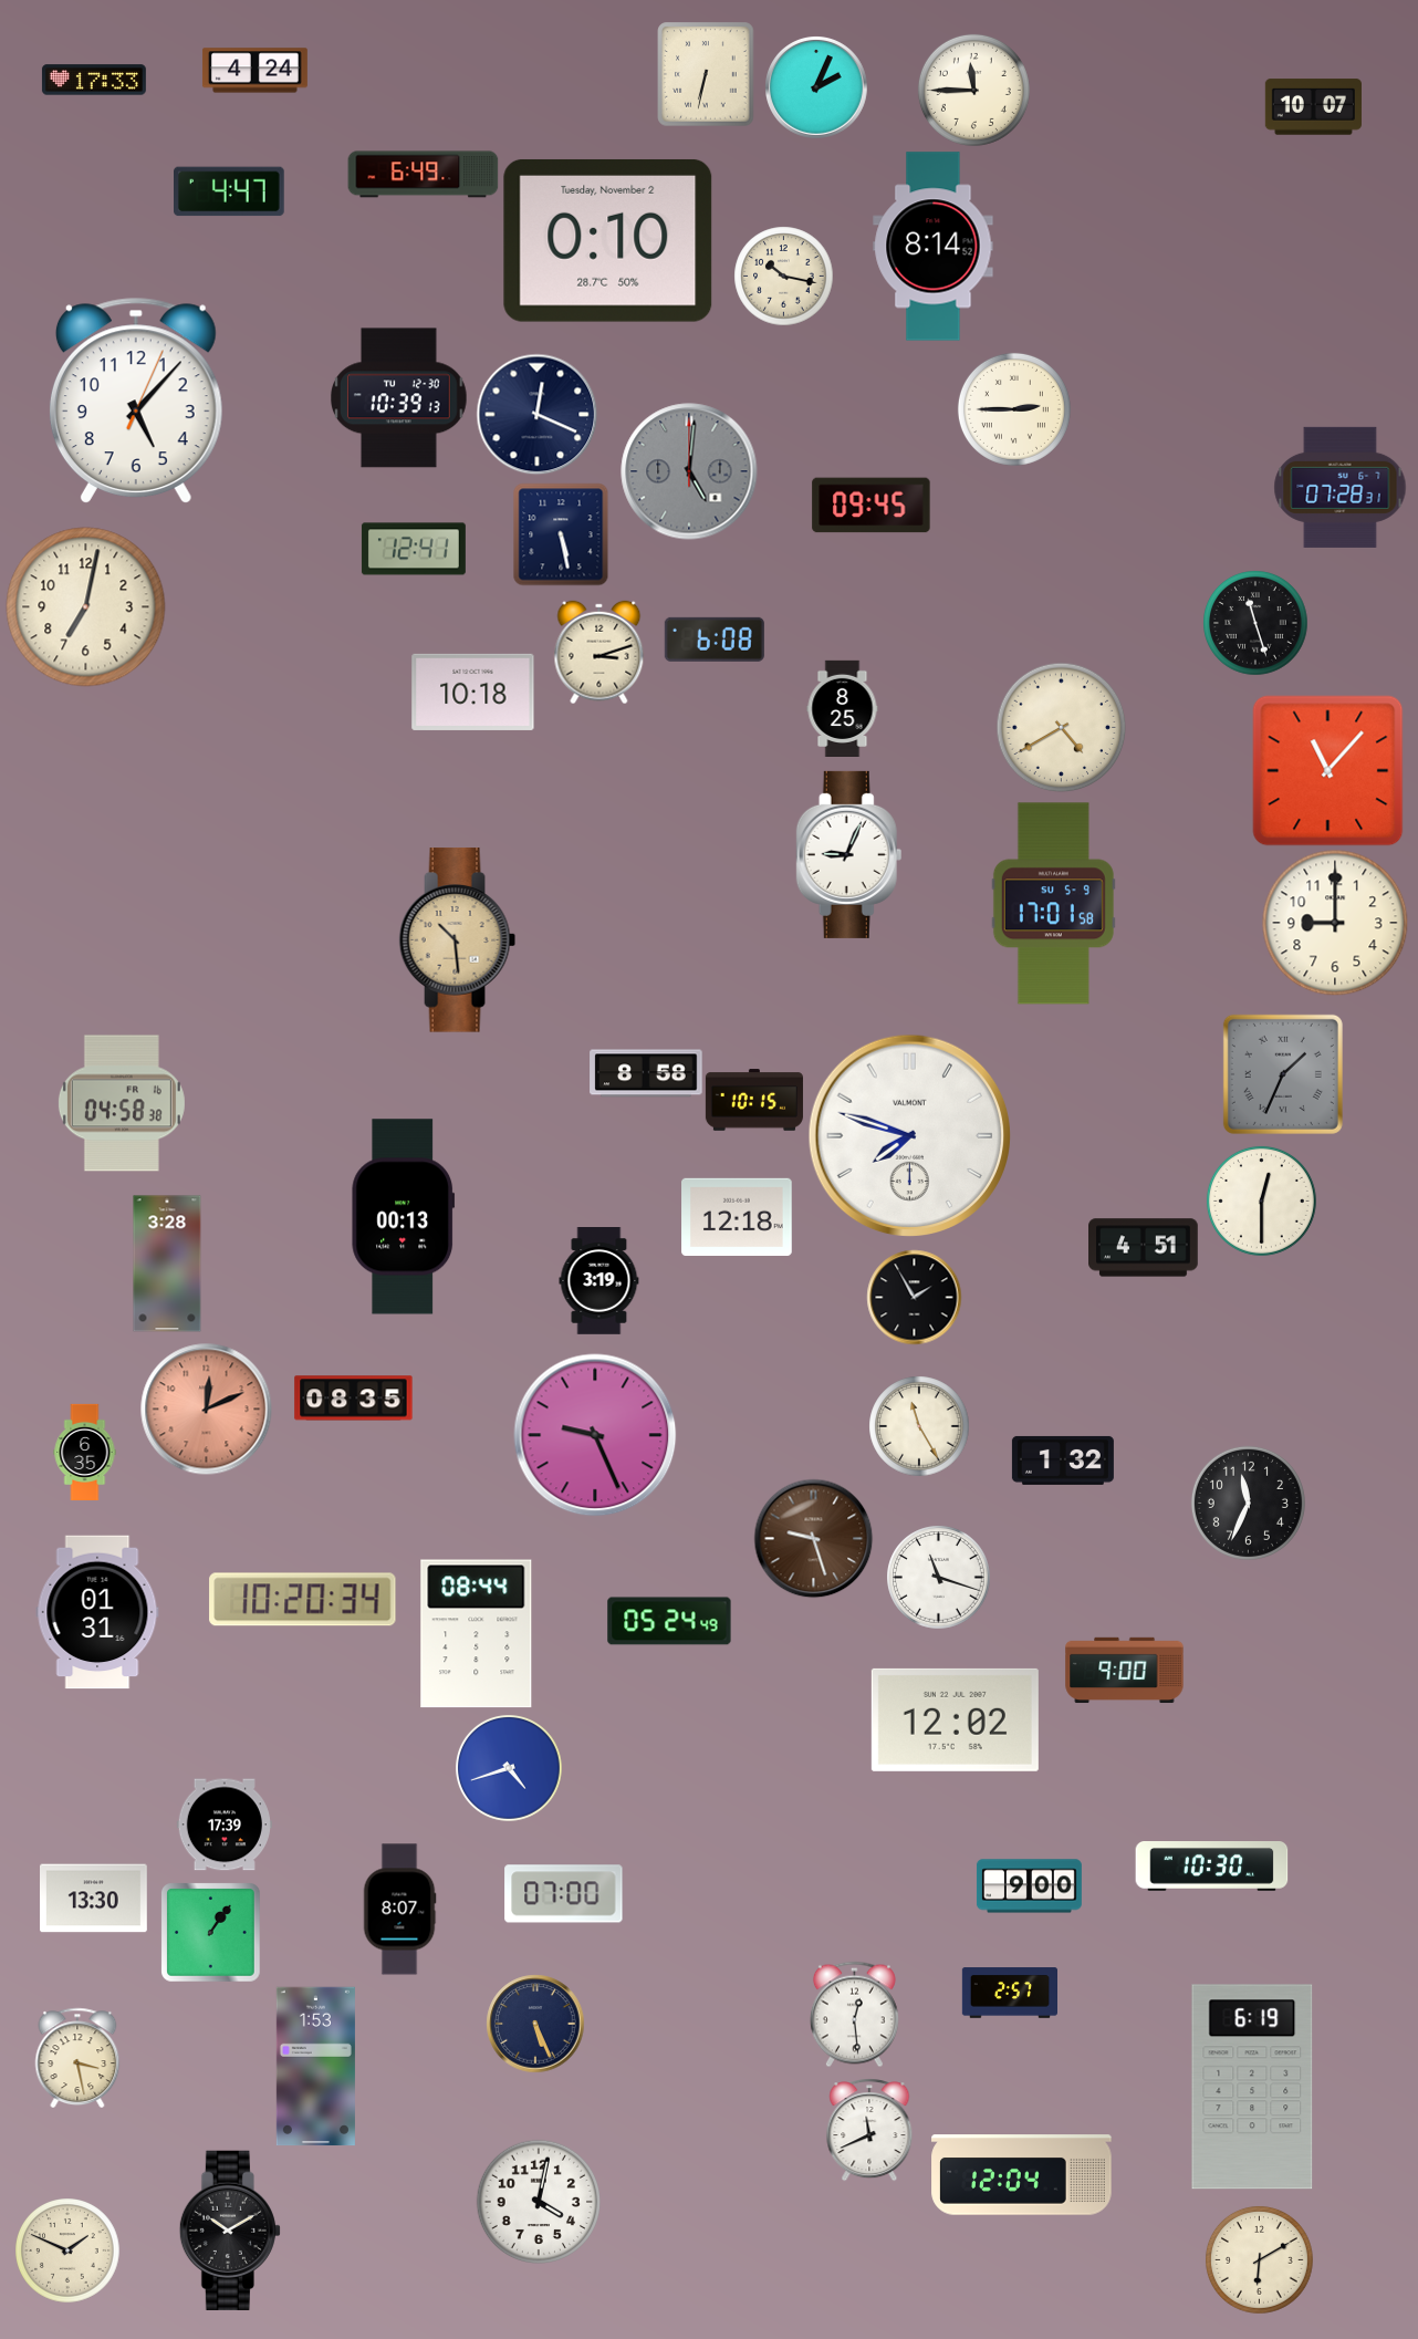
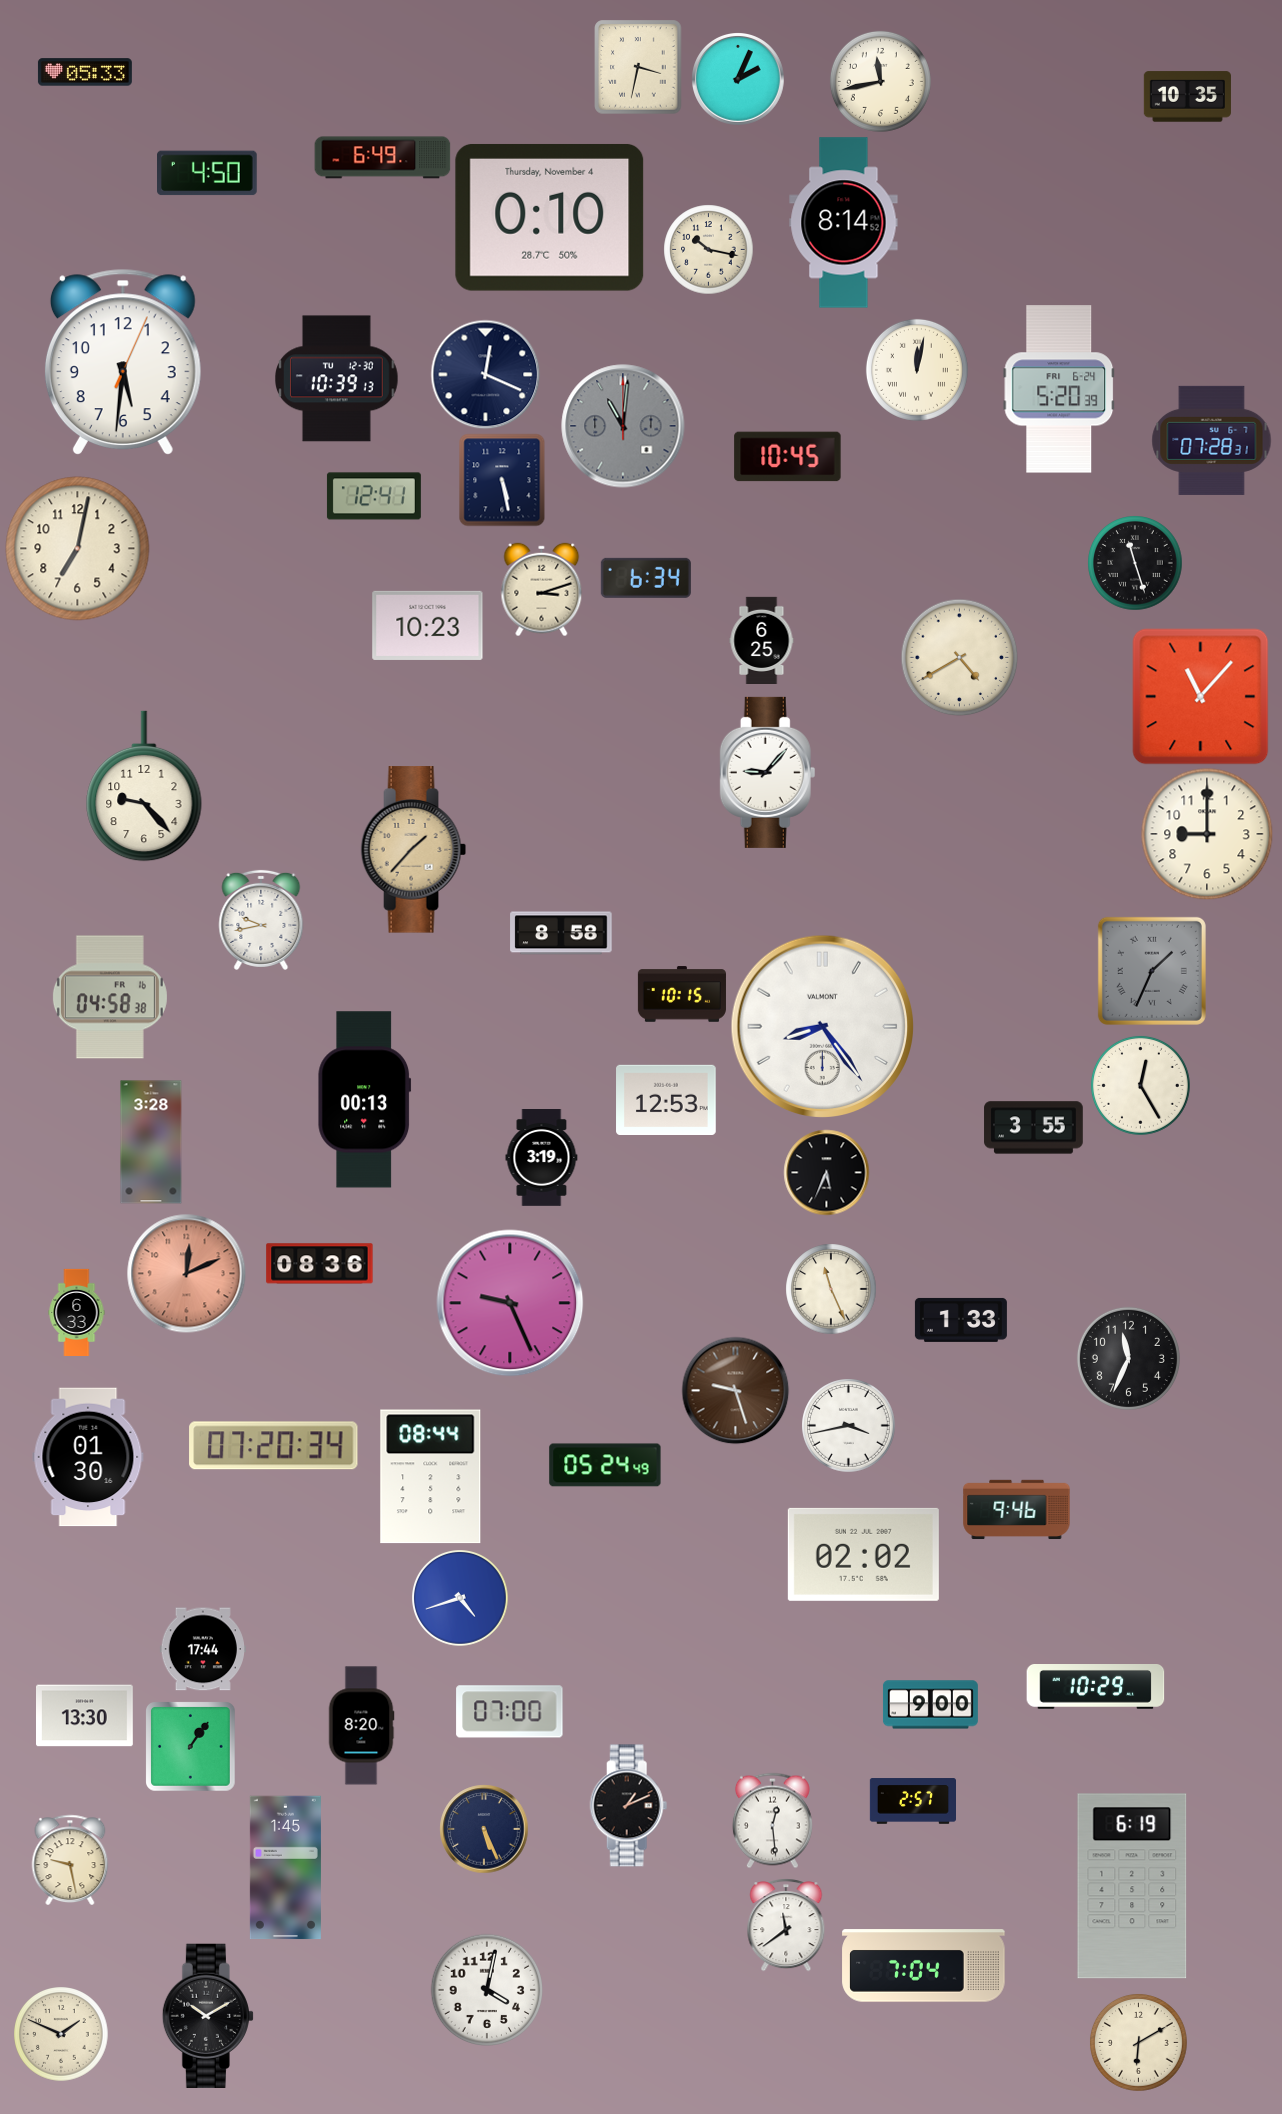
clock at (254, 71): 4:24 -> none
clock at (706, 74): 6:32 -> 3:32
clock at (94, 80): 17:33 -> 05:33
clock at (973, 90): 11:45 -> 11:43
clock at (1313, 107): 10:07 -> 10:35
clock at (230, 191): 4:47 -> 4:50
clock at (608, 240) date: Tuesday, November 2 -> Thursday, November 4
clock at (399, 398) position: (399, 398) -> (337, 379)
clock at (136, 401): 5:07 -> 5:31
clock at (1014, 409): 2:45 -> 12:02
clock at (1059, 389): none -> 5:20
clock at (689, 471): 5:01 -> 11:01
clock at (872, 506): 09:45 -> 10:45
clock at (561, 534) position: (561, 534) -> (502, 480)
clock at (715, 640): 6:08 -> 6:34
clock at (473, 692): 10:18 -> 10:23
clock at (843, 708): 8:25 -> 6:25
clock at (849, 854): 9:04 -> 9:07
clock at (144, 786): none -> 9:23
clock at (1053, 904): 17:01 -> none
clock at (458, 940): 10:29 -> 1:37
clock at (261, 920): none -> 9:43
clock at (646, 1073) position: (646, 1073) -> (561, 933)
clock at (1283, 1074) position: (1283, 1074) -> (1152, 971)
clock at (909, 1135): 7:48 -> 8:24
clock at (1261, 1200): 12:30 -> 12:25
clock at (737, 1216): 12:18 -> 12:53
clock at (1144, 1248): 4:51 -> 3:55
clock at (914, 1297): 1:55 -> 5:34
clock at (354, 1399): 08:35 -> 08:36
clock at (919, 1426): 11:25 -> 11:26
clock at (595, 1435) position: (595, 1435) -> (510, 1303)
clock at (85, 1452): 6:35 -> 6:33
clock at (1063, 1460): 1:32 -> 1:33
clock at (938, 1577): 11:18 -> 3:43
clock at (303, 1600): 10:20 -> 07:20
clock at (97, 1612): 01:31 -> 01:30
clock at (1125, 1671): 9:00 -> 9:46
clock at (955, 1719): 12:02 -> 02:02
clock at (225, 1825): 17:39 -> 17:44
clock at (1212, 1867): 10:30 -> 10:29
clock at (399, 1910): 8:07 -> 8:20
clock at (629, 1806): none -> 1:11
clock at (77, 2057): 3:28 -> 9:28
clock at (315, 2067): 1:53 -> 1:45
clock at (869, 2130): 11:41 -> 11:39
clock at (1022, 2175): 12:04 -> 7:04
